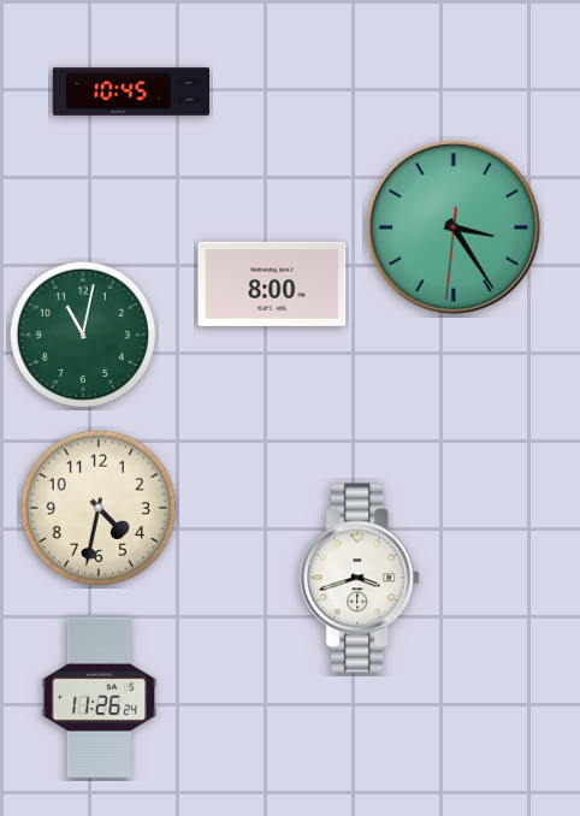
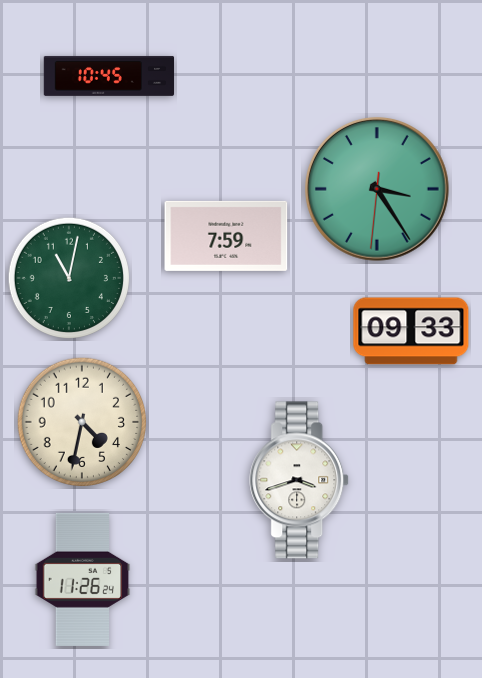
clock at (272, 284): 8:00 -> 7:59
clock at (411, 331): none -> 09:33
